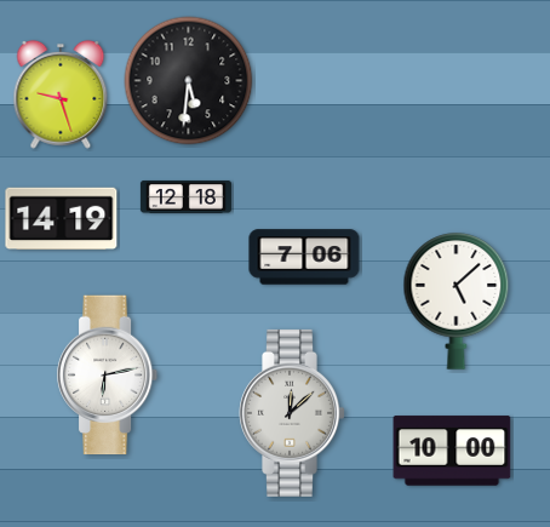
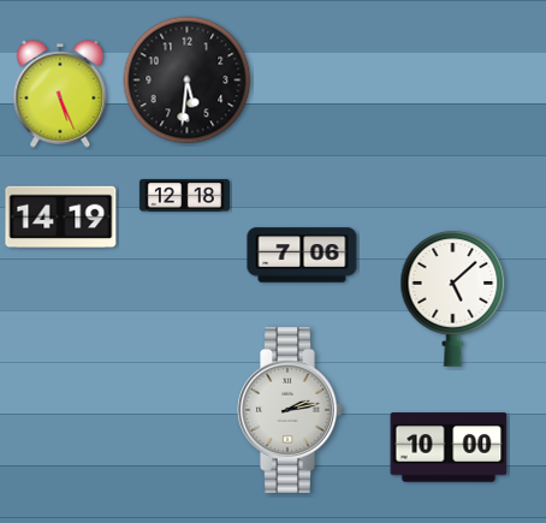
clock at (61, 94): 9:27 -> 5:26
clock at (108, 376): 6:13 -> none
clock at (293, 413): 12:08 -> 2:13
